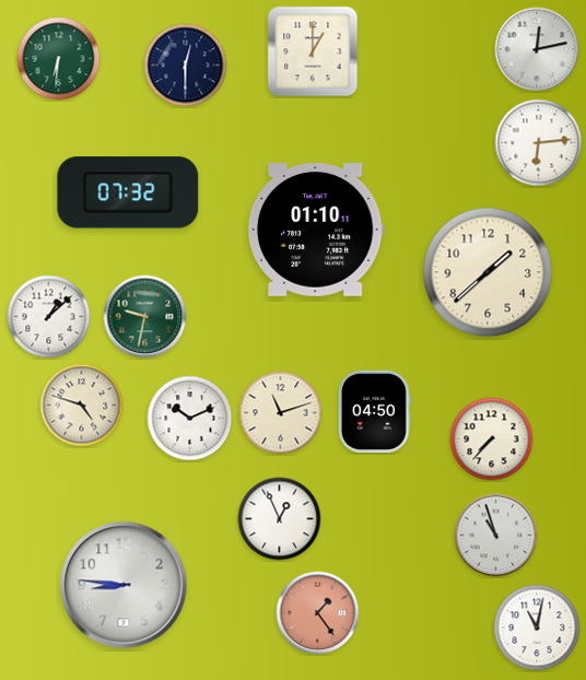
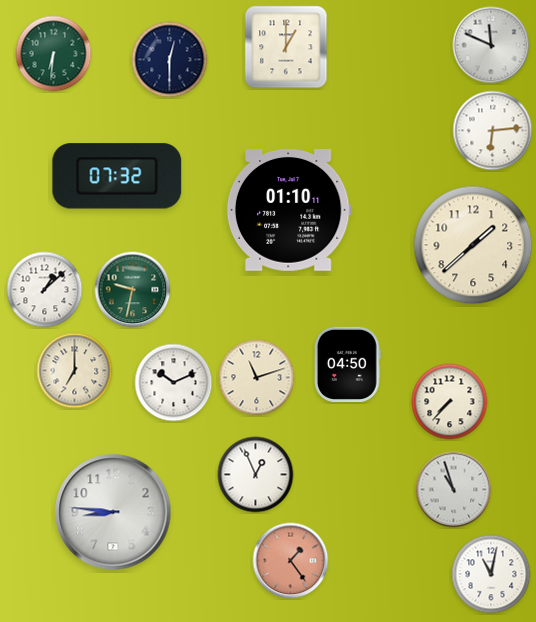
clock at (537, 49): 12:13 -> 11:49
clock at (488, 272) position: (488, 272) -> (473, 245)
clock at (82, 406): 4:48 -> 7:00
clock at (375, 411) position: (375, 411) -> (348, 364)
clock at (124, 585) position: (124, 585) -> (113, 512)
